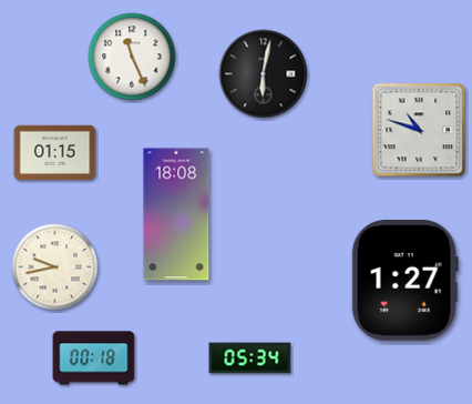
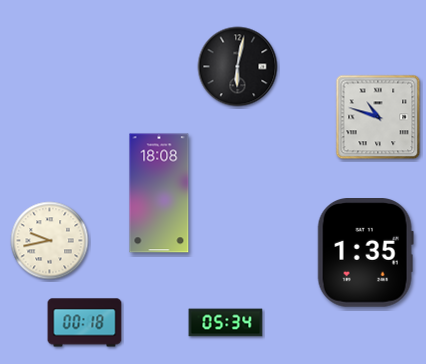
clock at (132, 57): 11:26 -> none
clock at (55, 153): 01:15 -> none
clock at (404, 281): 1:27 -> 1:35
